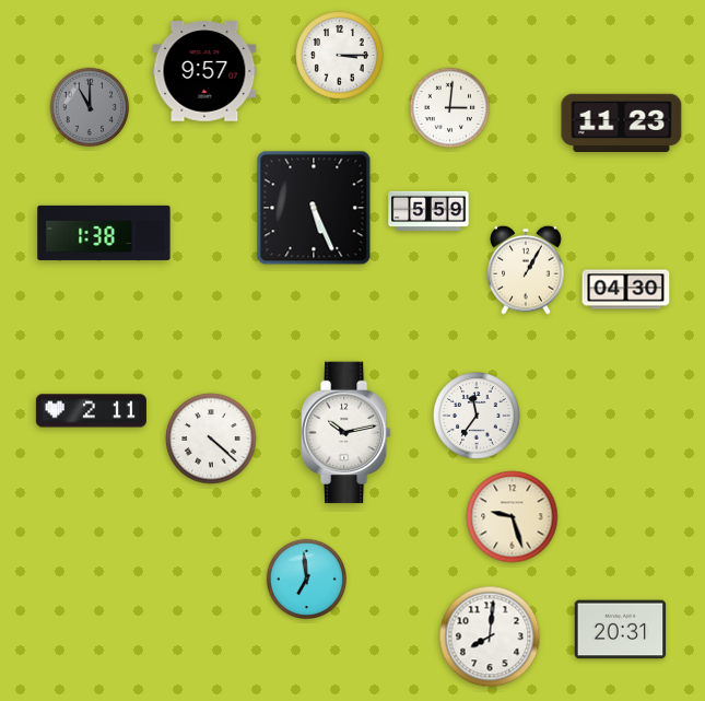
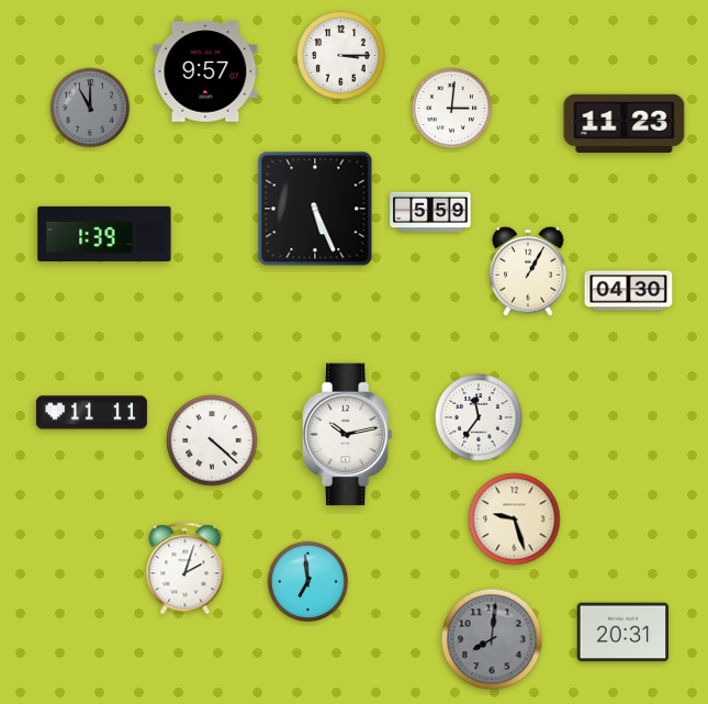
clock at (104, 233): 1:38 -> 1:39
clock at (91, 411): 2:11 -> 11:11
clock at (186, 569): none -> 2:03
clock at (490, 636) dial: white -> grey
